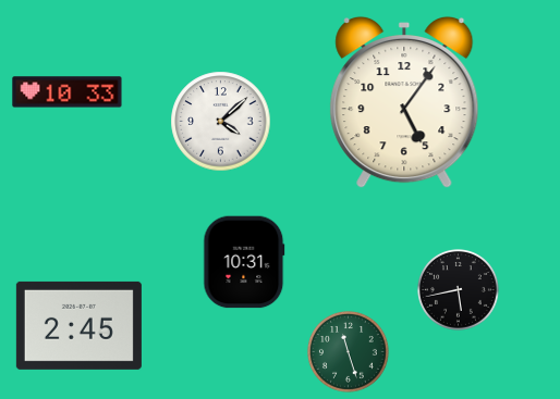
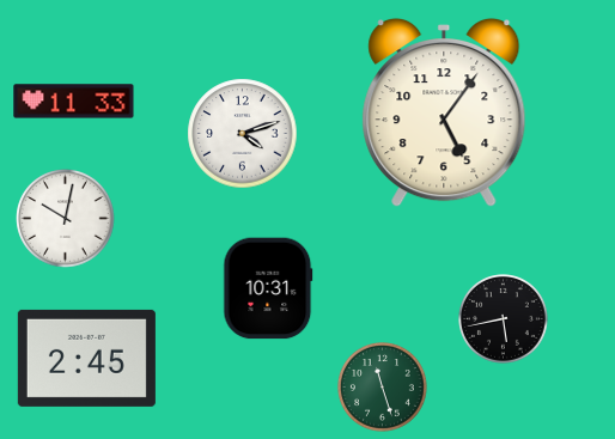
clock at (68, 92): 10:33 -> 11:33
clock at (221, 122): 4:08 -> 4:12
clock at (66, 219): none -> 10:02
